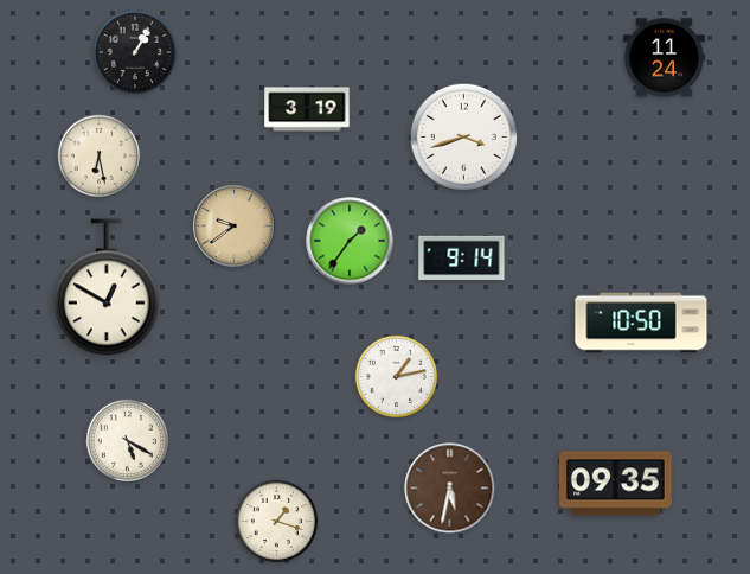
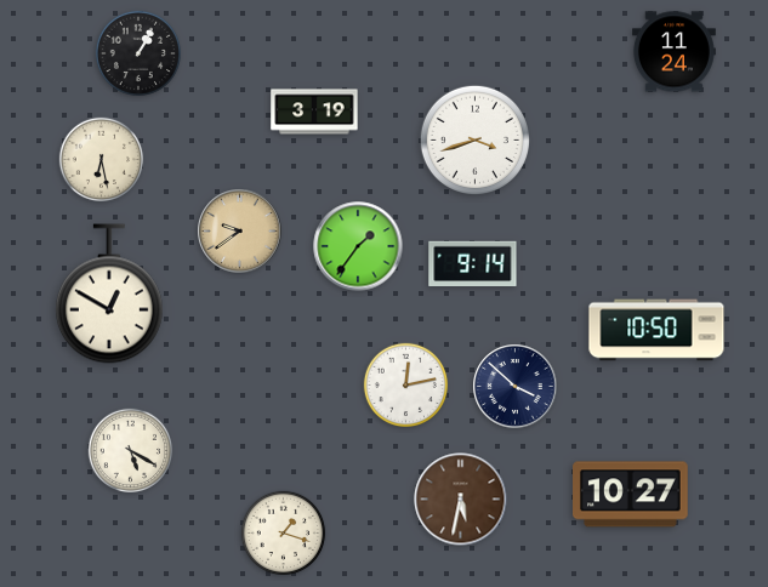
clock at (664, 58) position: (664, 58) -> (673, 52)
clock at (397, 377): 1:13 -> 12:13
clock at (516, 387): none -> 3:52
clock at (616, 484): 09:35 -> 10:27
